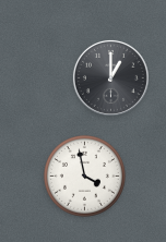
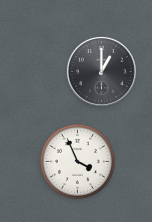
clock at (84, 176): 3:58 -> 3:56
